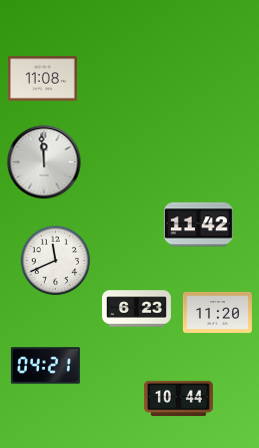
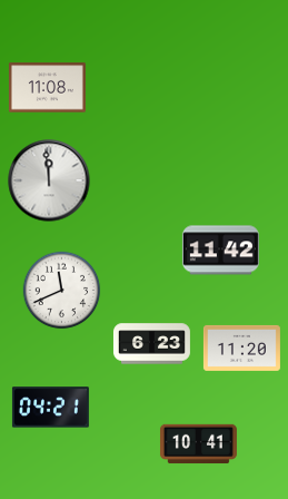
clock at (178, 399): 10:44 -> 10:41
